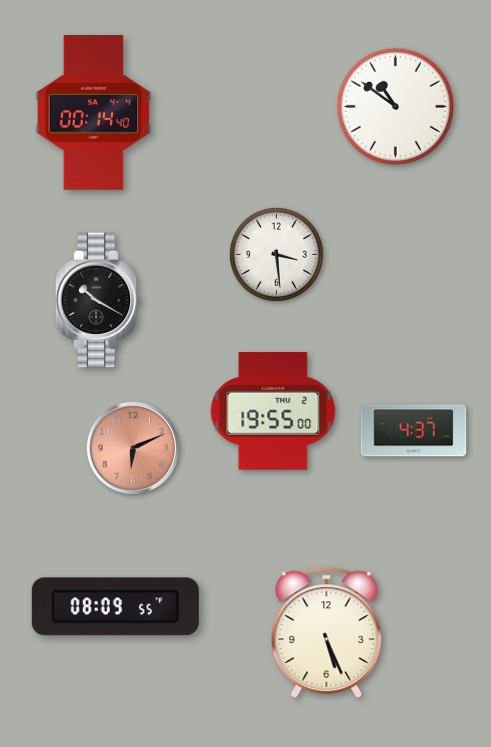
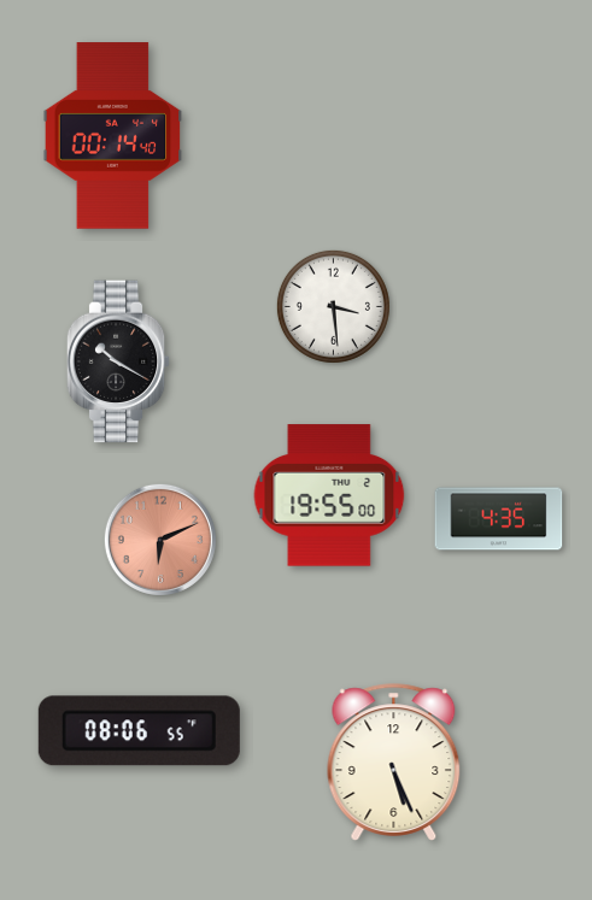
clock at (395, 106): 10:51 -> none
clock at (414, 431): 4:37 -> 4:35
clock at (115, 607): 08:09 -> 08:06
